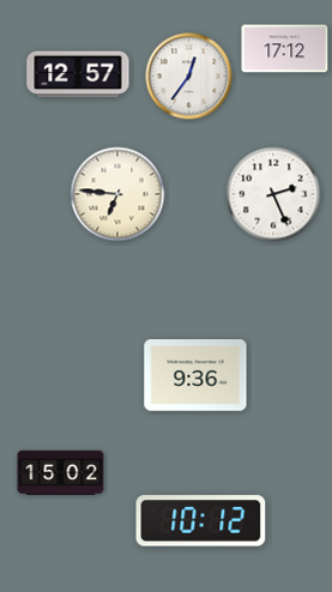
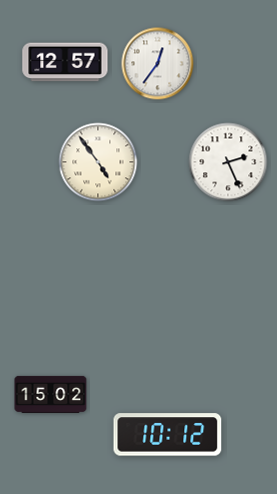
clock at (285, 49): 17:12 -> none
clock at (117, 194): 6:46 -> 4:54
clock at (195, 375): 9:36 -> none
